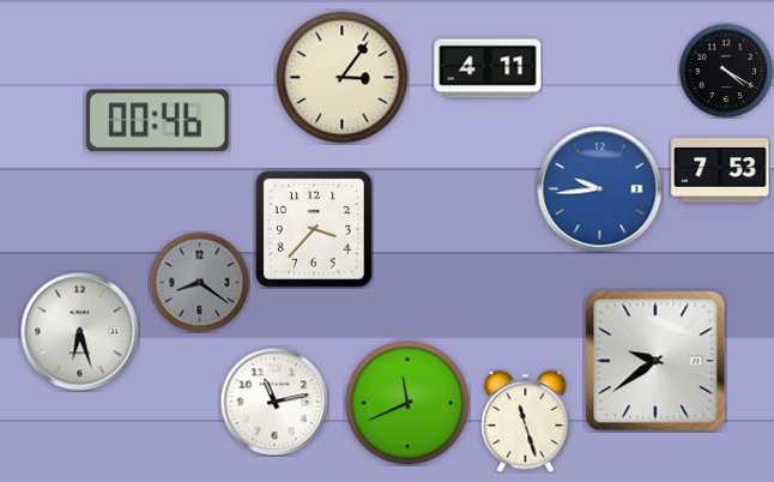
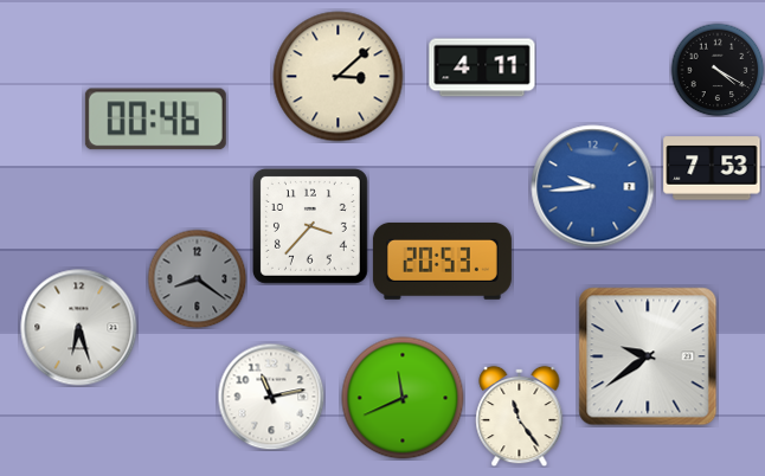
clock at (343, 78): 3:06 -> 3:08
clock at (442, 260): none -> 20:53
clock at (526, 421): 11:27 -> 11:24
